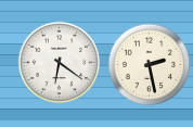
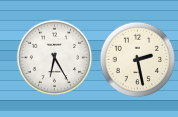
clock at (60, 63): 6:21 -> 6:25
